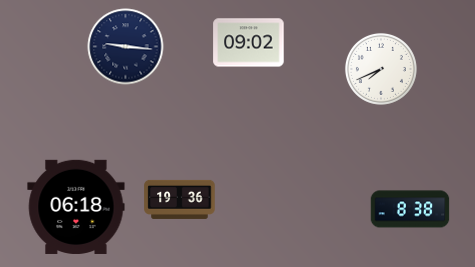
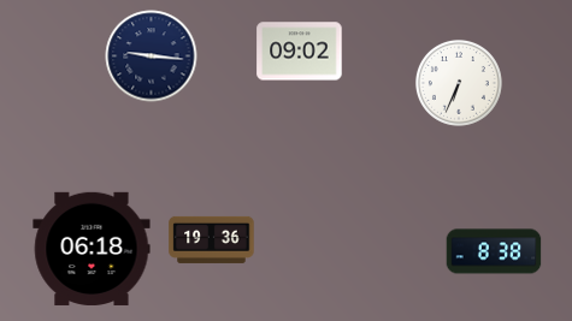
clock at (381, 69): 7:41 -> 6:34
clock at (180, 199) position: (180, 199) -> (212, 239)
